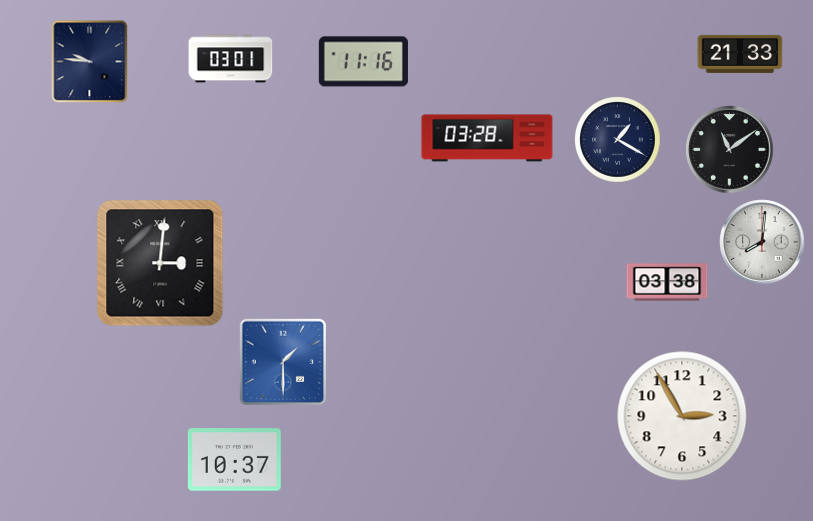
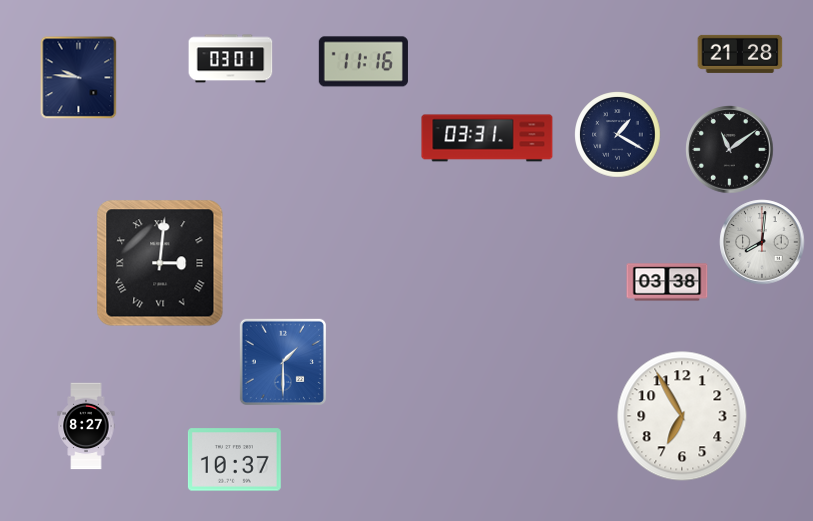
clock at (740, 54): 21:33 -> 21:28
clock at (90, 62) position: (90, 62) -> (79, 78)
clock at (487, 138): 03:28 -> 03:31
clock at (618, 140) position: (618, 140) -> (618, 135)
clock at (682, 416): 2:55 -> 6:55
clock at (86, 426): none -> 8:27
